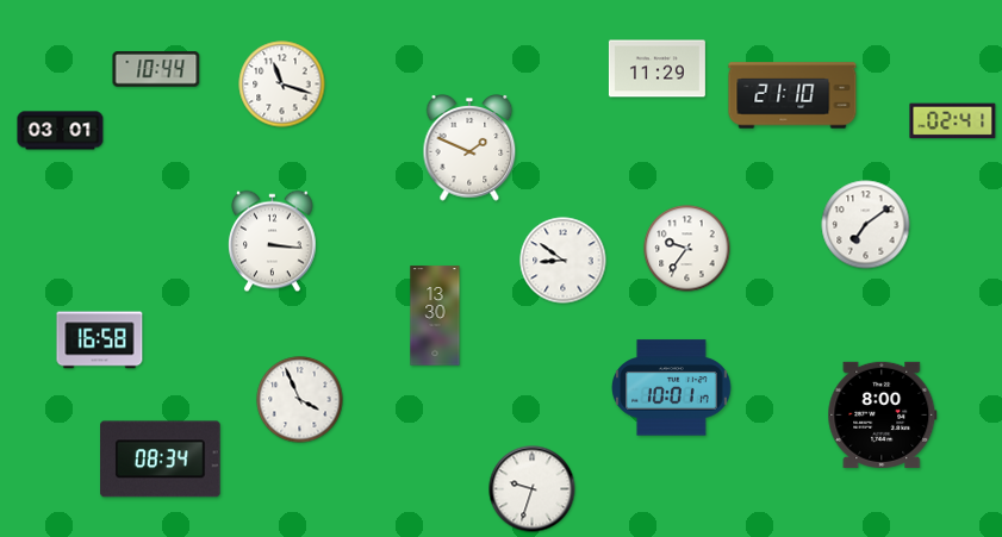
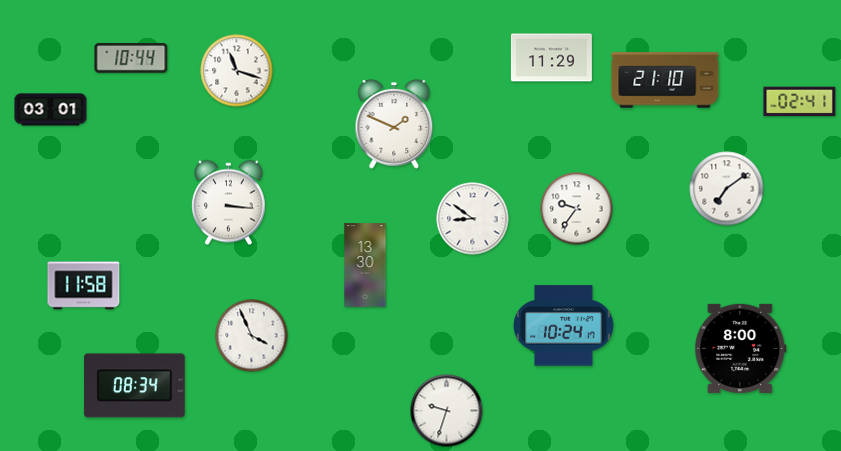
clock at (100, 341): 16:58 -> 11:58
clock at (672, 388): 10:01 -> 10:24
